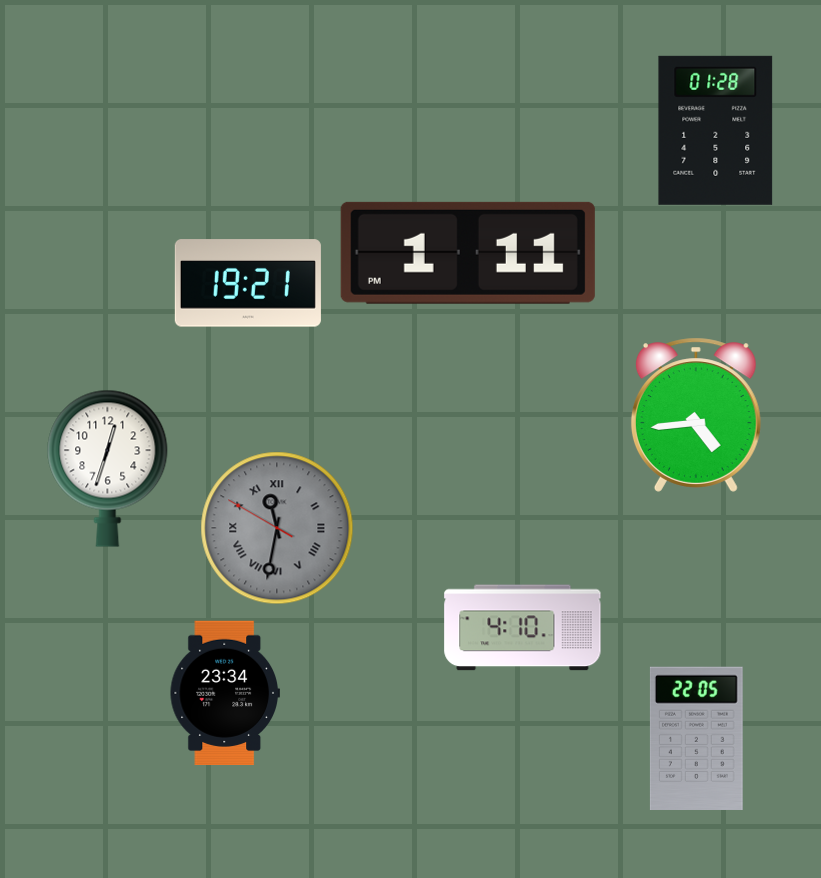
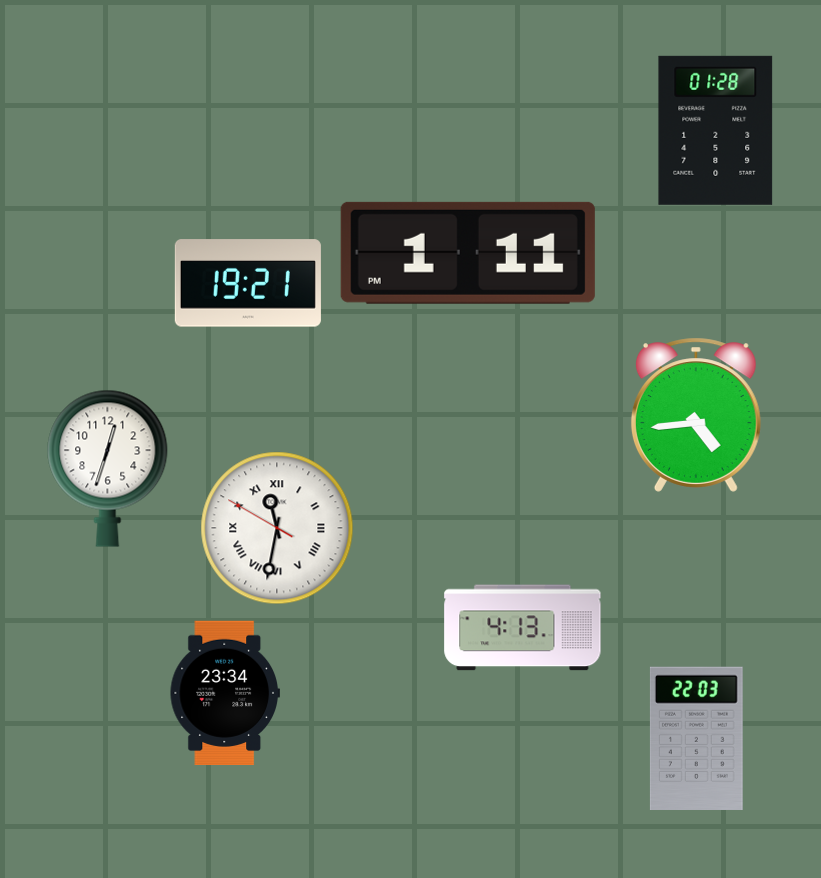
clock at (277, 528) dial: grey -> white
clock at (523, 628): 4:10 -> 4:13
clock at (696, 738): 22:05 -> 22:03
